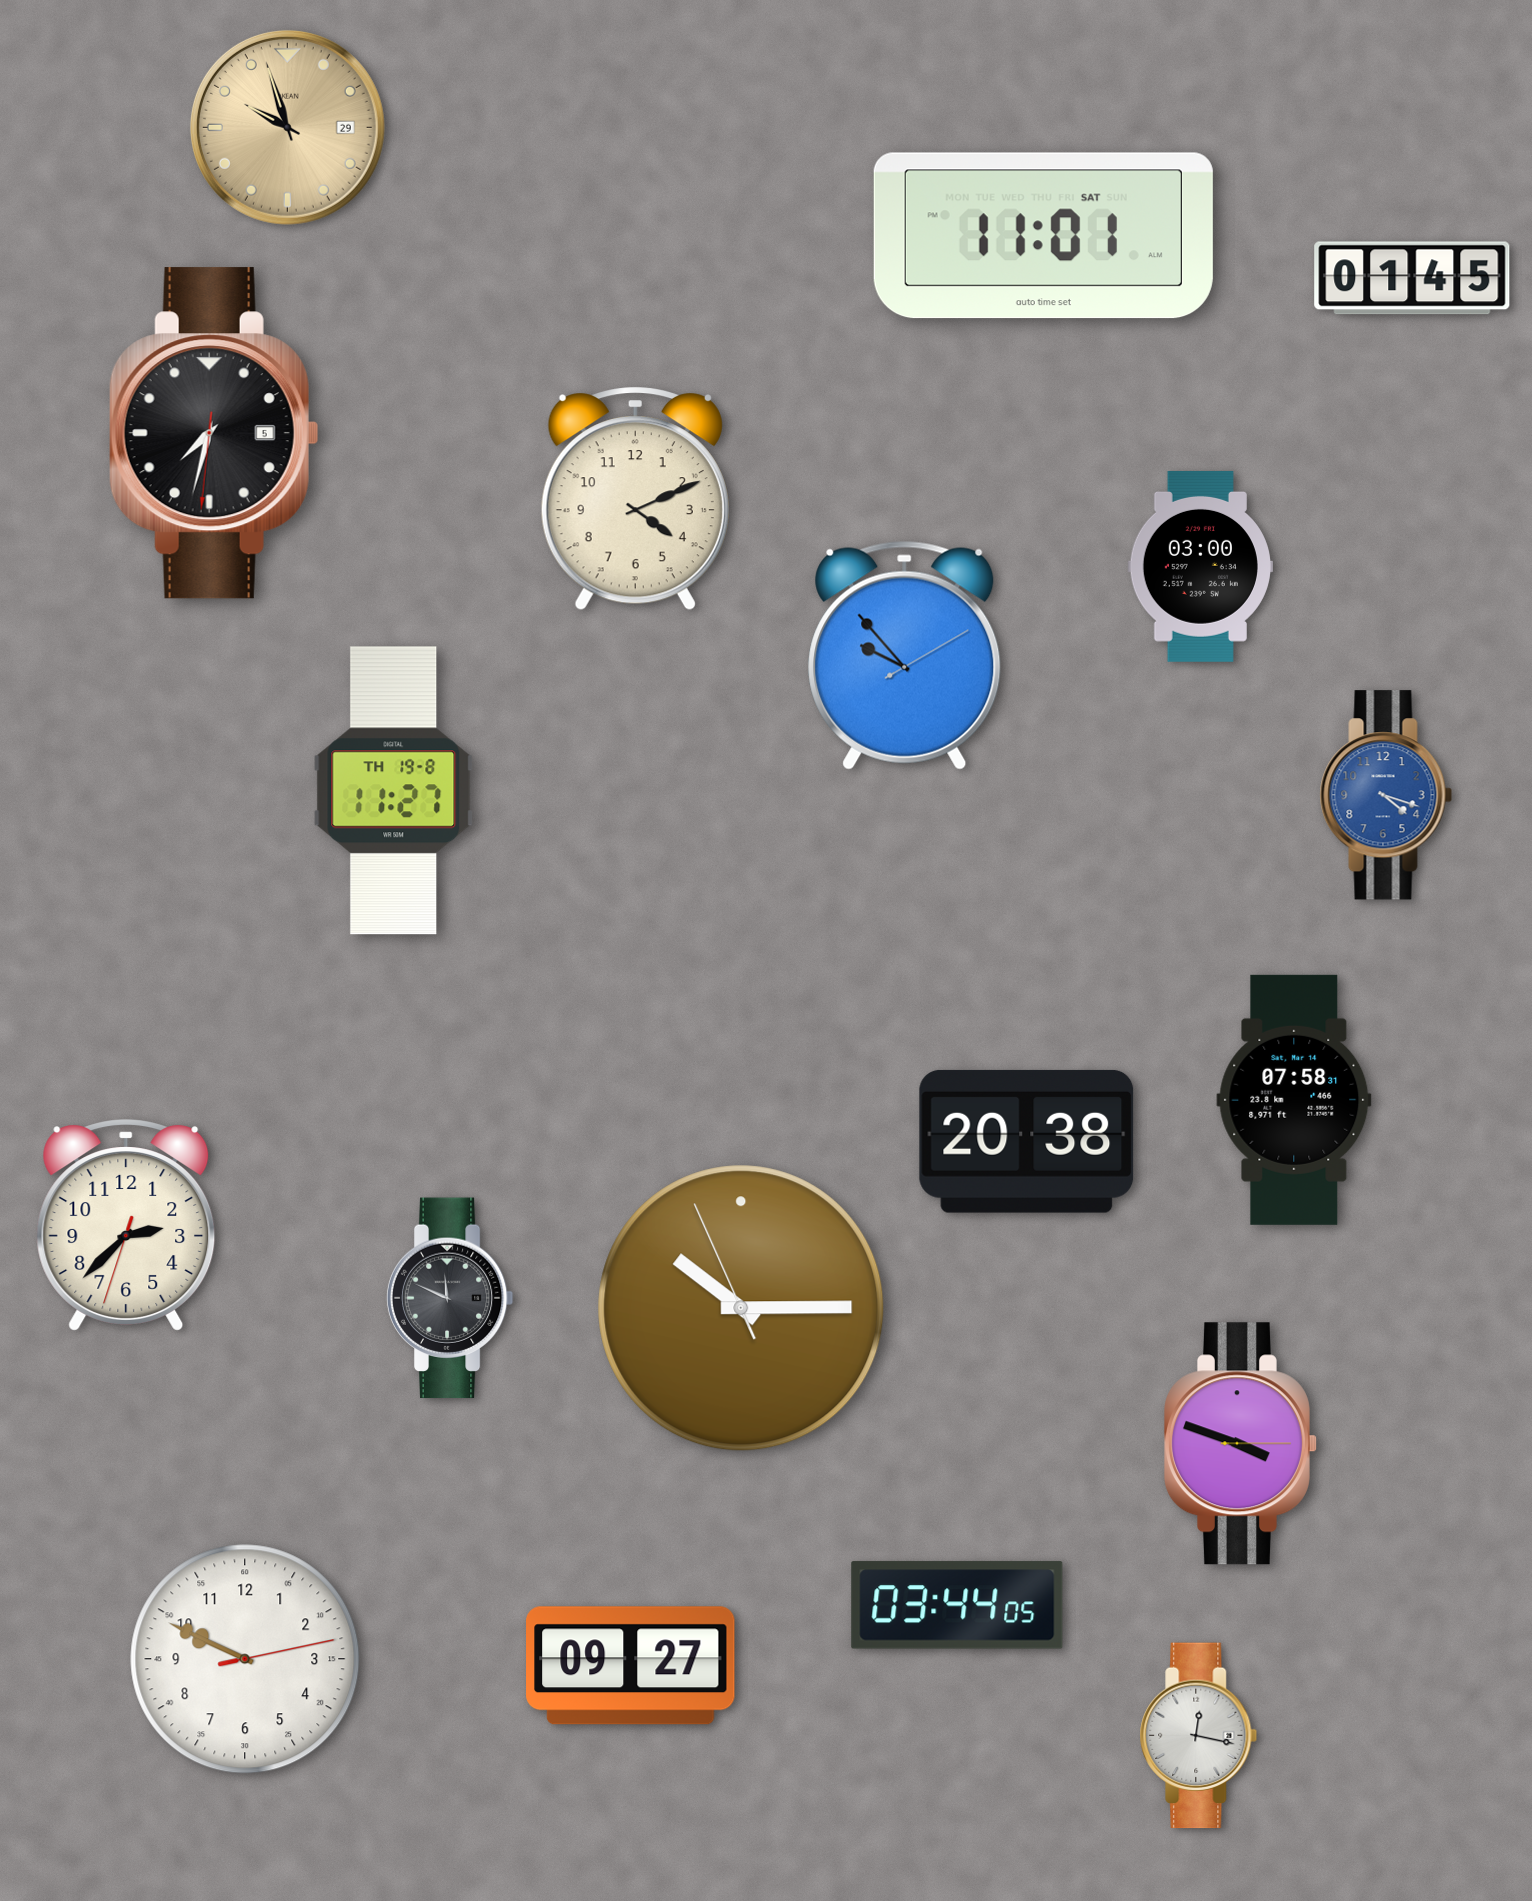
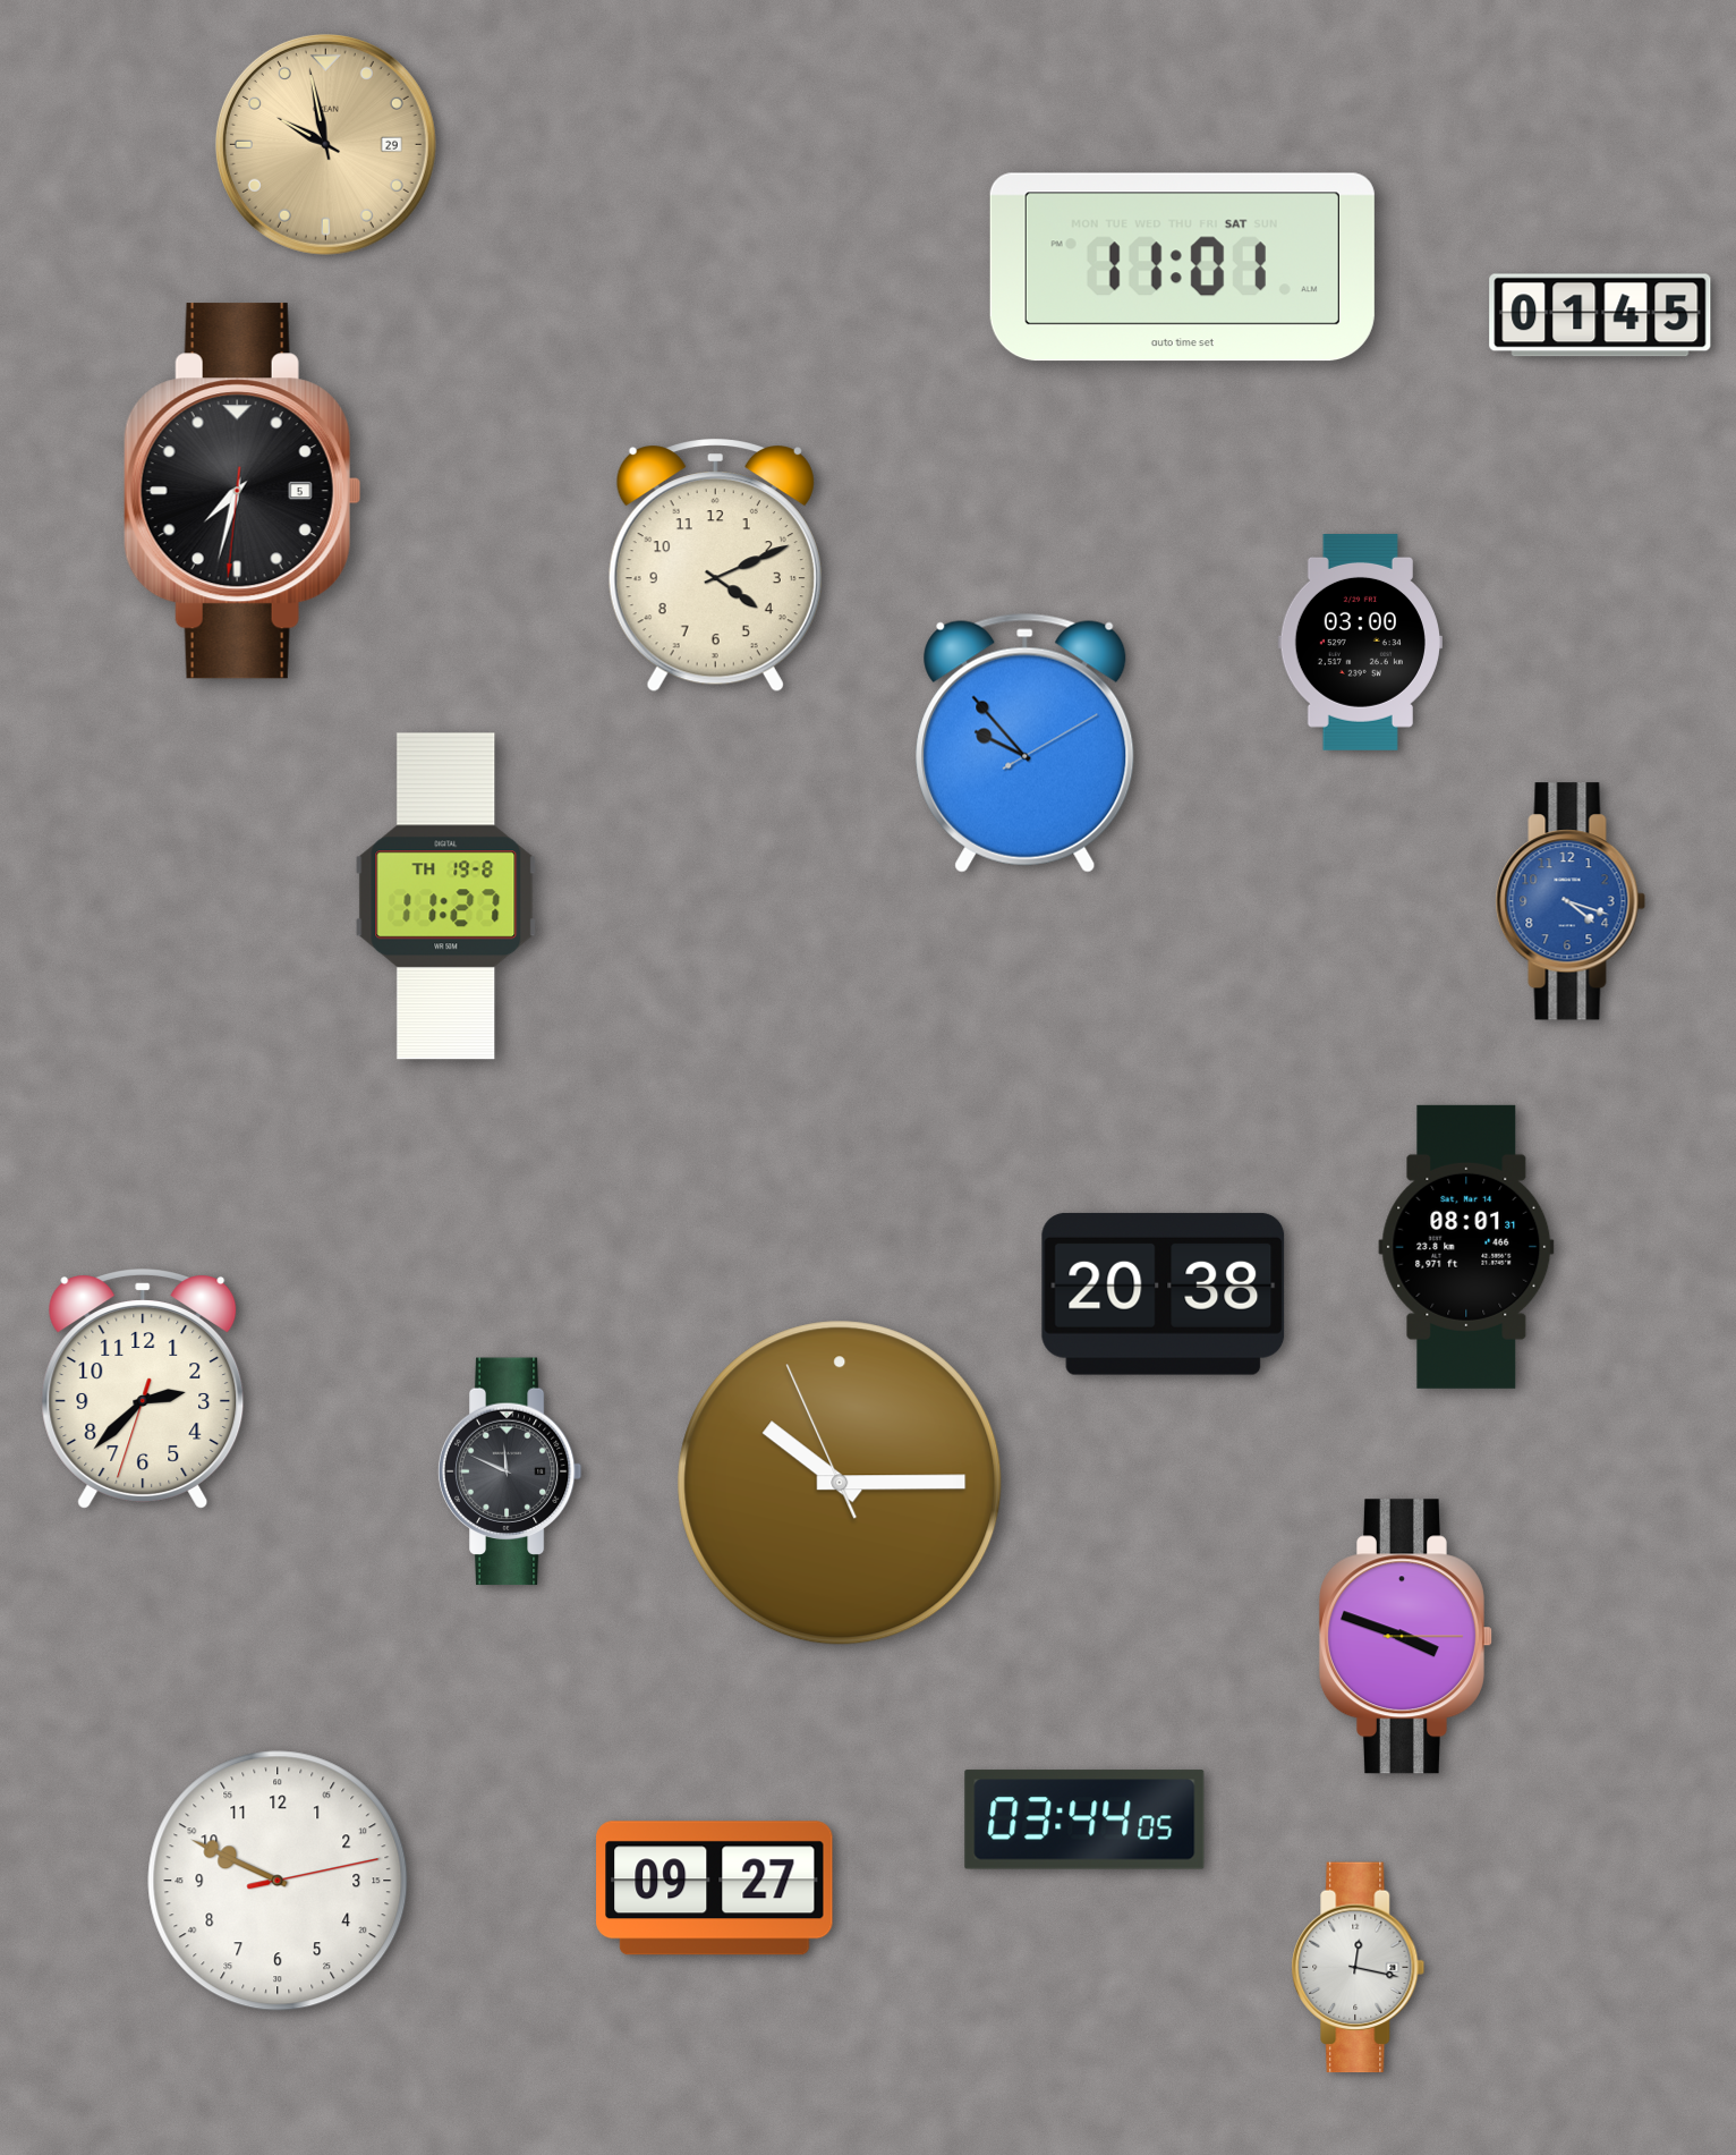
clock at (287, 127): 9:57 -> 9:58
clock at (635, 499) position: (635, 499) -> (715, 566)
clock at (1294, 1100): 07:58 -> 08:01
